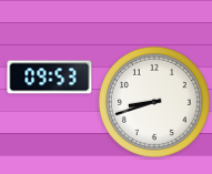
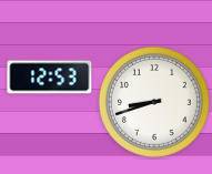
clock at (50, 78): 09:53 -> 12:53
